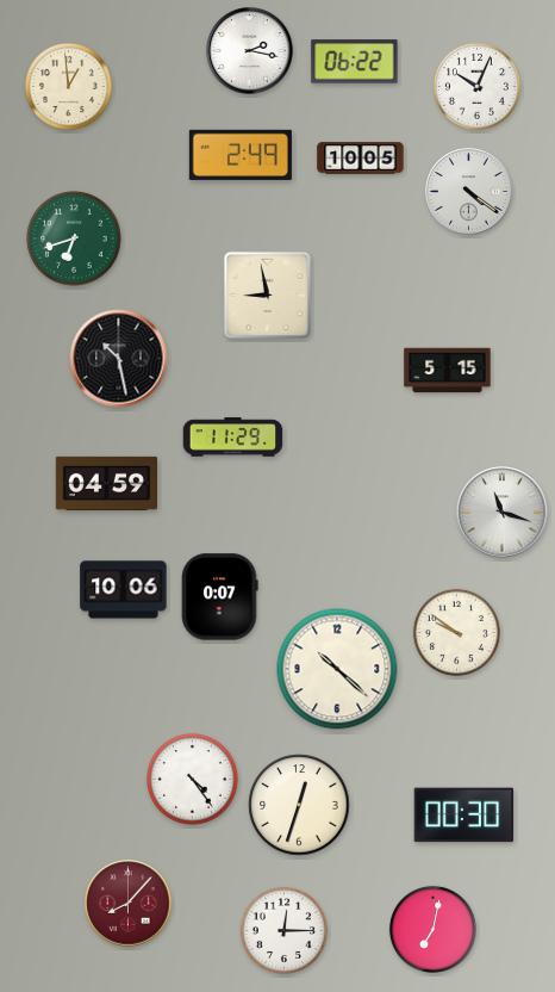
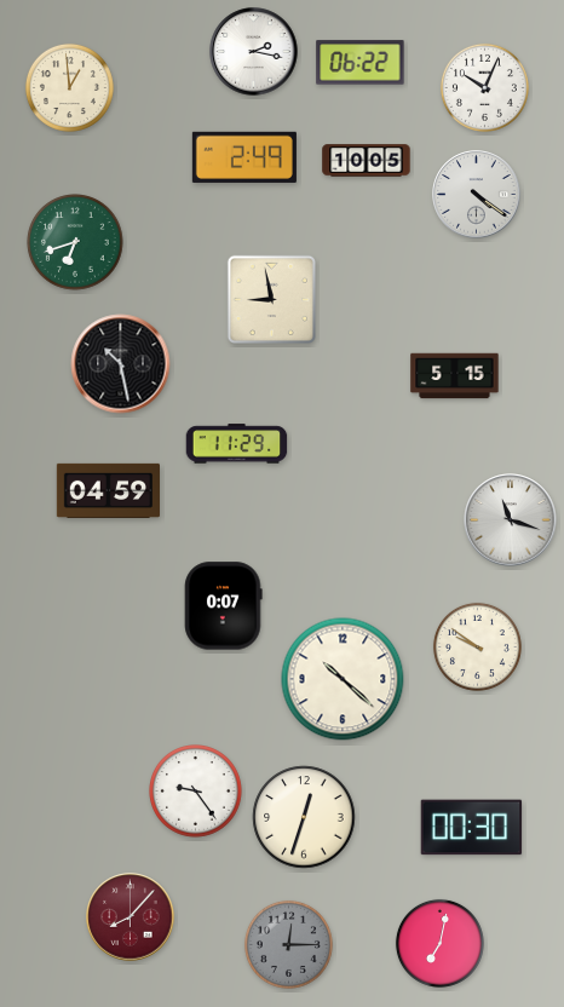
clock at (124, 590): 10:06 -> none
clock at (456, 632) position: (456, 632) -> (477, 646)
clock at (193, 780): 4:24 -> 9:24
clock at (283, 930) dial: white -> grey
